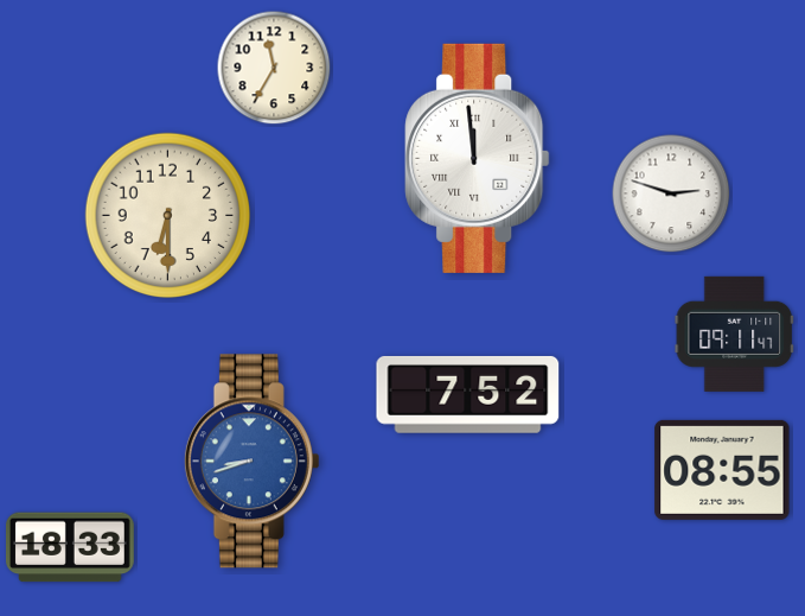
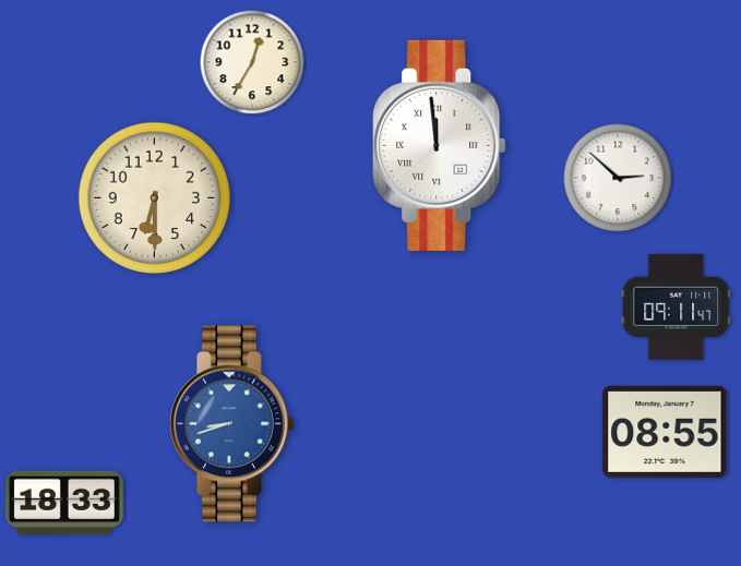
clock at (274, 68): 11:35 -> 12:35
clock at (671, 193): 2:48 -> 2:52
clock at (468, 395): 7:52 -> none
